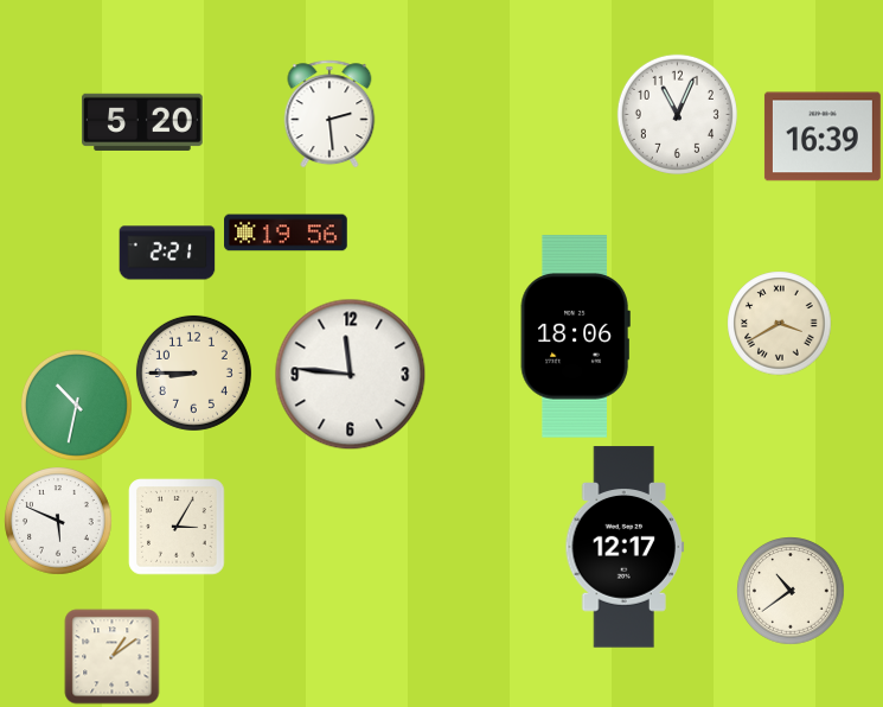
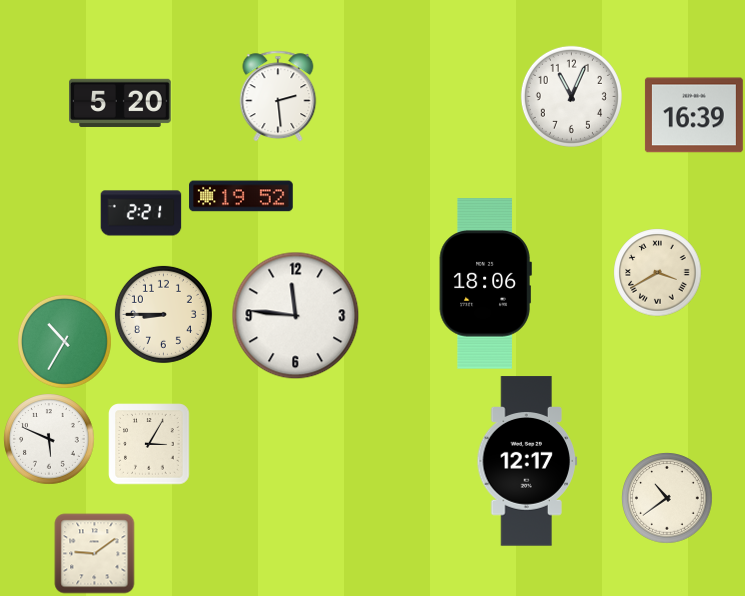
clock at (286, 233): 19:56 -> 19:52
clock at (76, 405): 10:32 -> 10:35
clock at (111, 656): 1:09 -> 9:09
